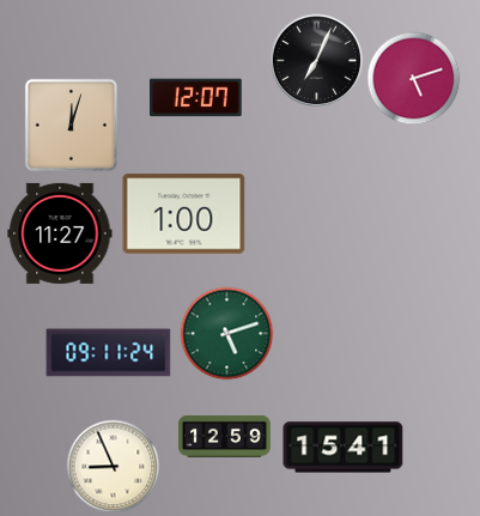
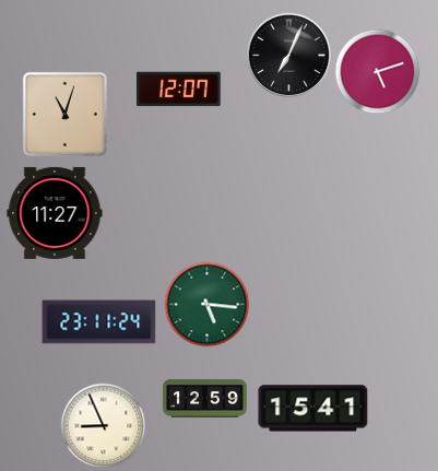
clock at (71, 125): 12:03 -> 11:03
clock at (184, 214): 1:00 -> none
clock at (226, 333): 5:12 -> 5:16
clock at (109, 353): 09:11 -> 23:11
